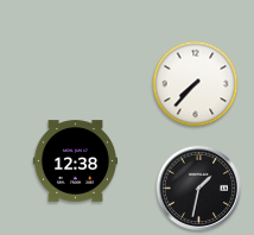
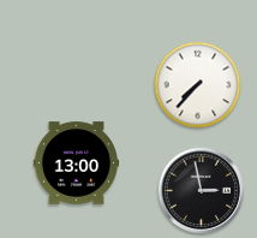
clock at (75, 161): 12:38 -> 13:00
clock at (198, 188): 1:32 -> 2:58
